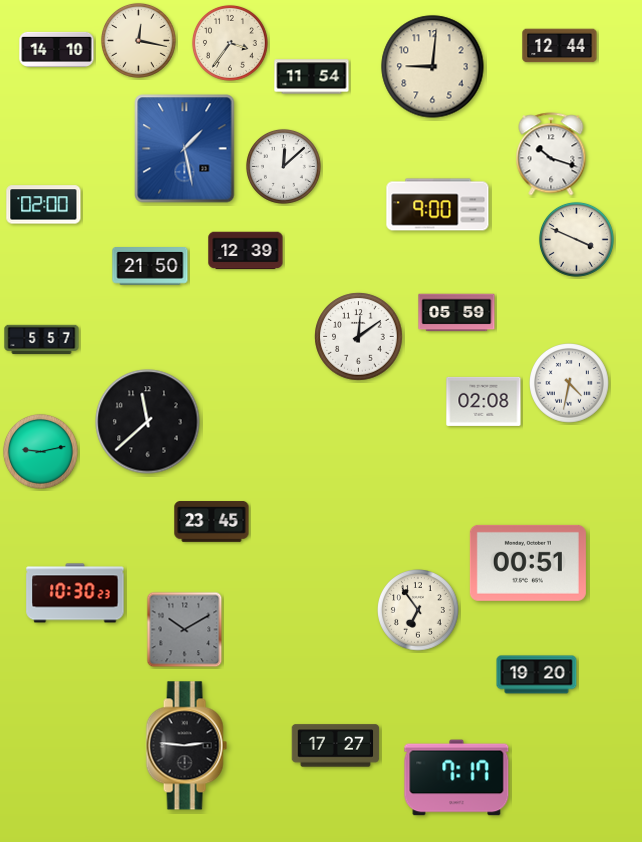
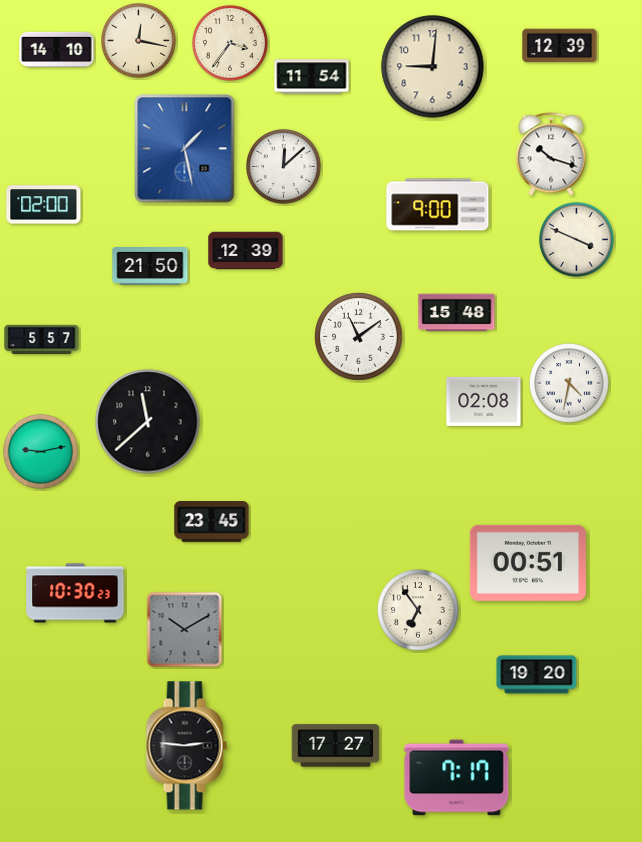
clock at (560, 46): 12:44 -> 12:39
clock at (457, 313): 05:59 -> 15:48
clock at (359, 337): 12:09 -> 11:09
